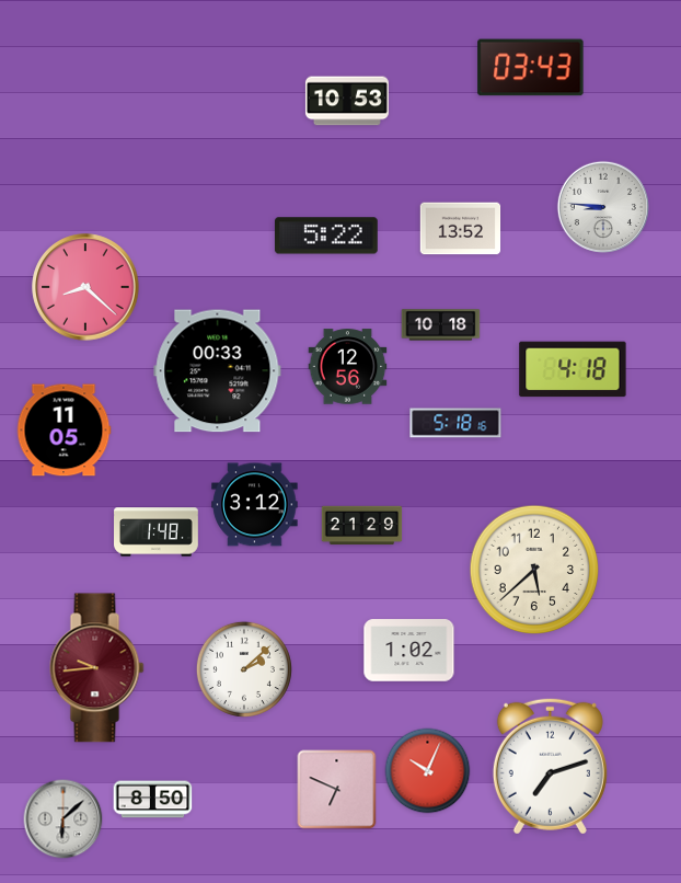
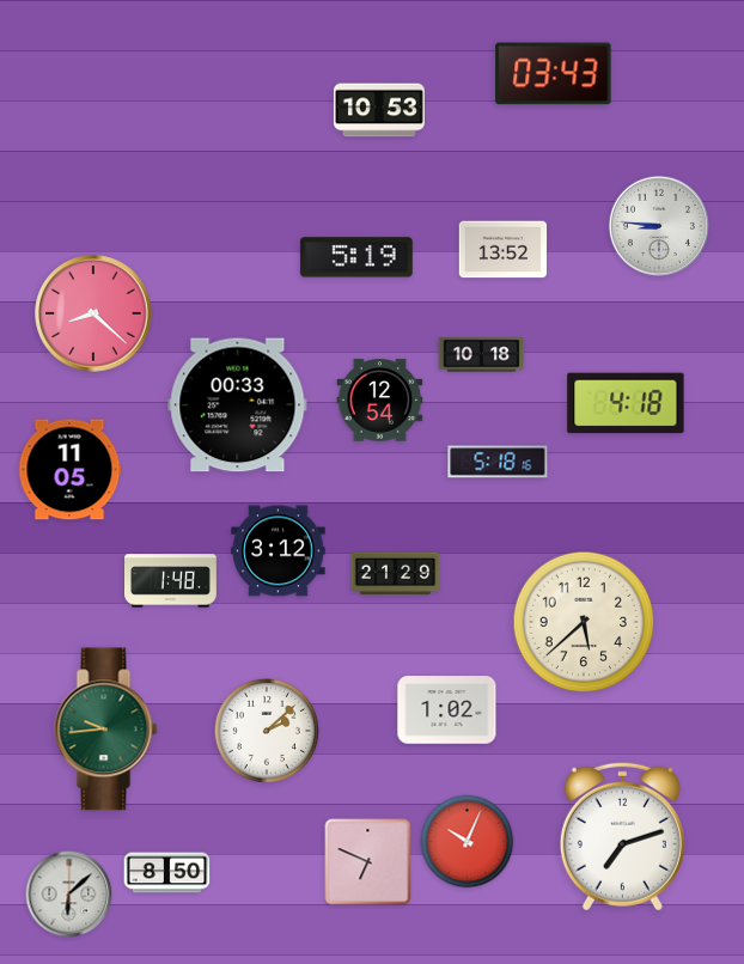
clock at (531, 68) position: (531, 68) -> (554, 74)
clock at (326, 236): 5:22 -> 5:19
clock at (348, 367): 12:56 -> 12:54
clock at (97, 668) dial: burgundy -> green
clock at (550, 766) position: (550, 766) -> (622, 836)
